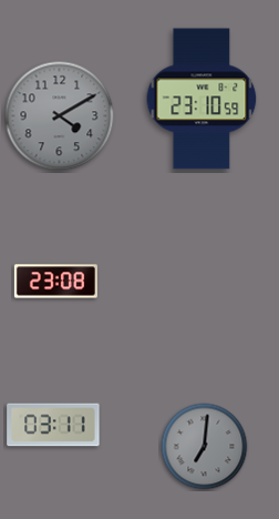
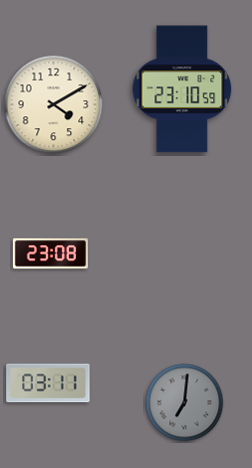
clock at (60, 116) dial: grey -> cream
